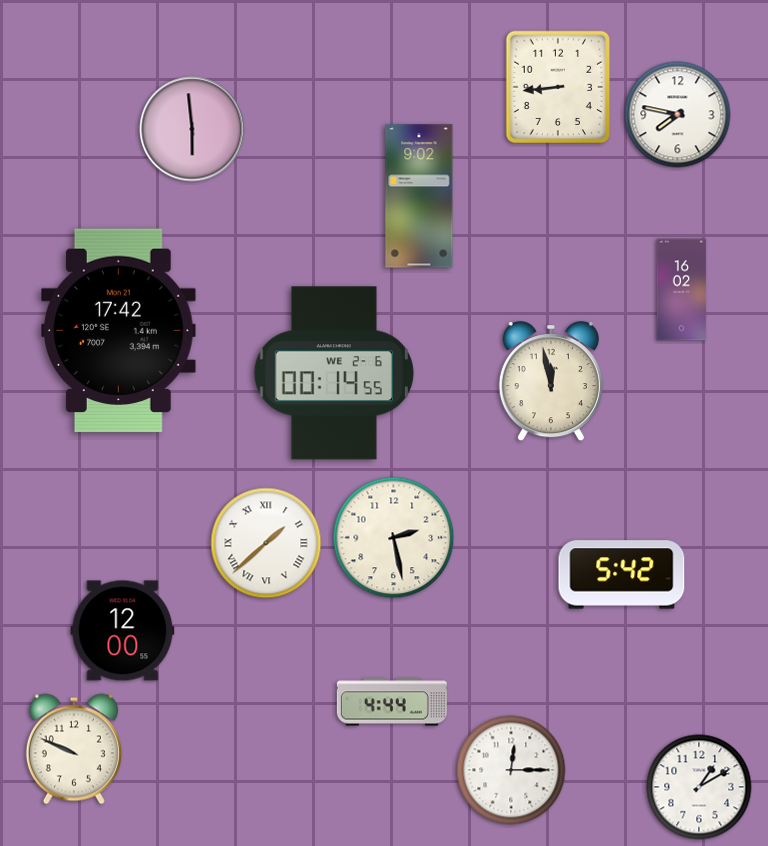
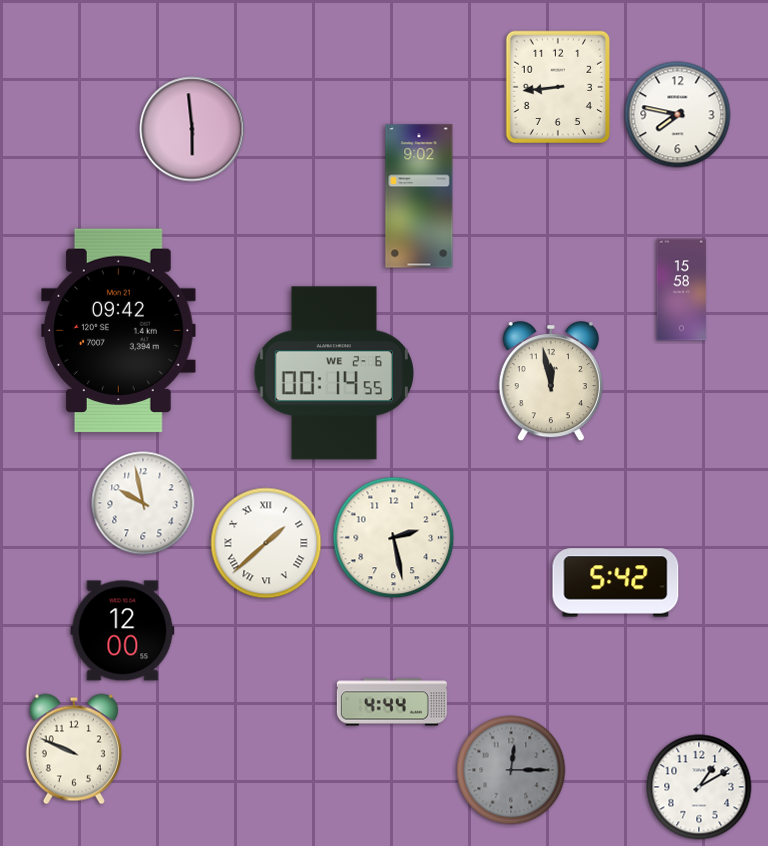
clock at (682, 290): 16:02 -> 15:58
clock at (119, 331): 17:42 -> 09:42
clock at (143, 503): none -> 9:58
clock at (622, 575) position: (622, 575) -> (616, 583)
clock at (511, 770) dial: white -> grey
